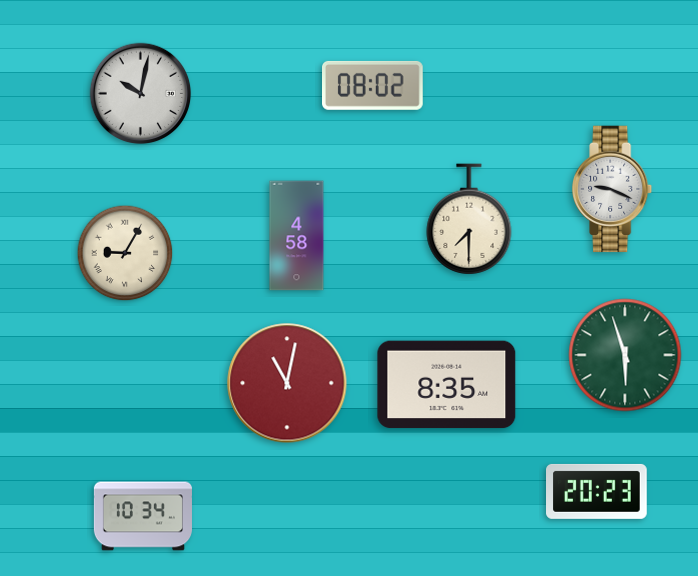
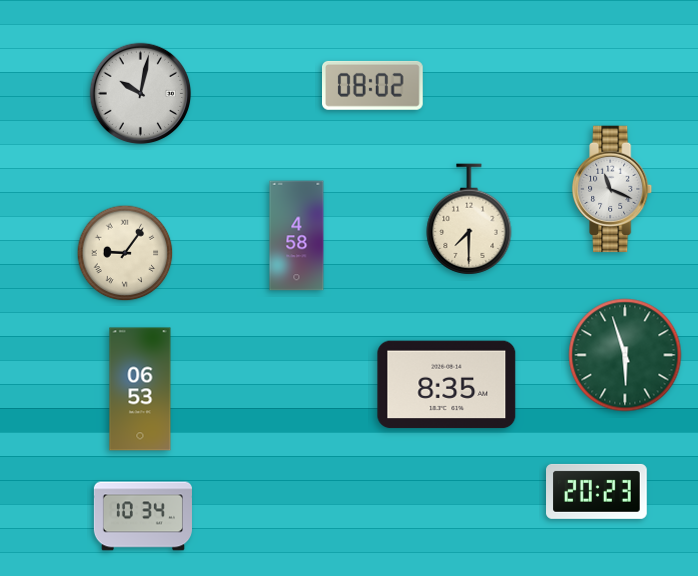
clock at (613, 189): 9:19 -> 11:19
clock at (125, 253): 9:05 -> 9:06
clock at (287, 383): 11:02 -> none
clock at (140, 389): none -> 06:53
